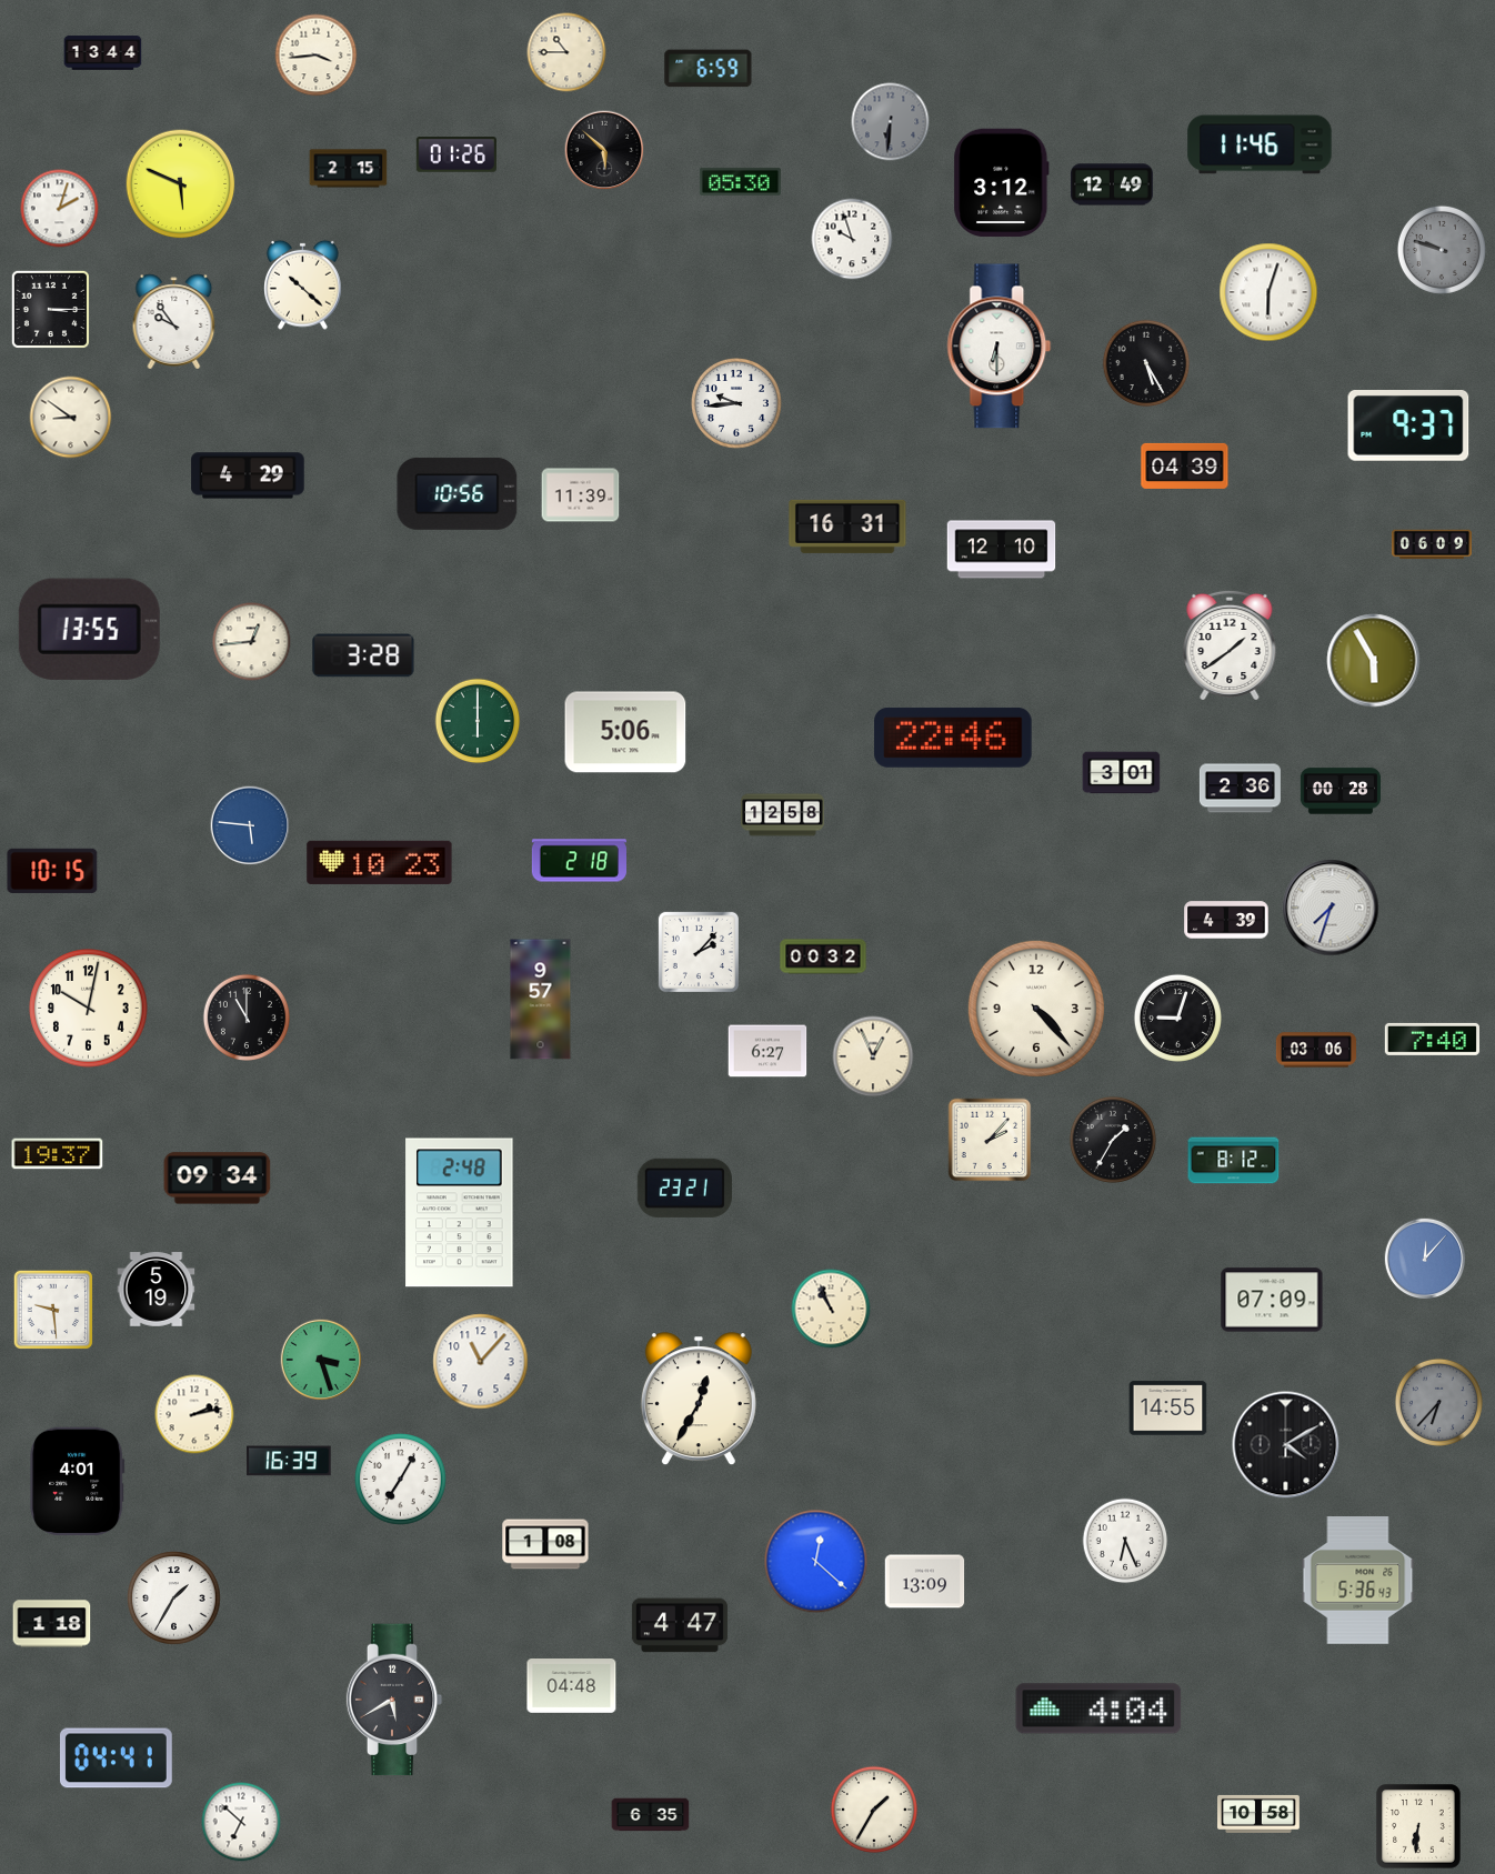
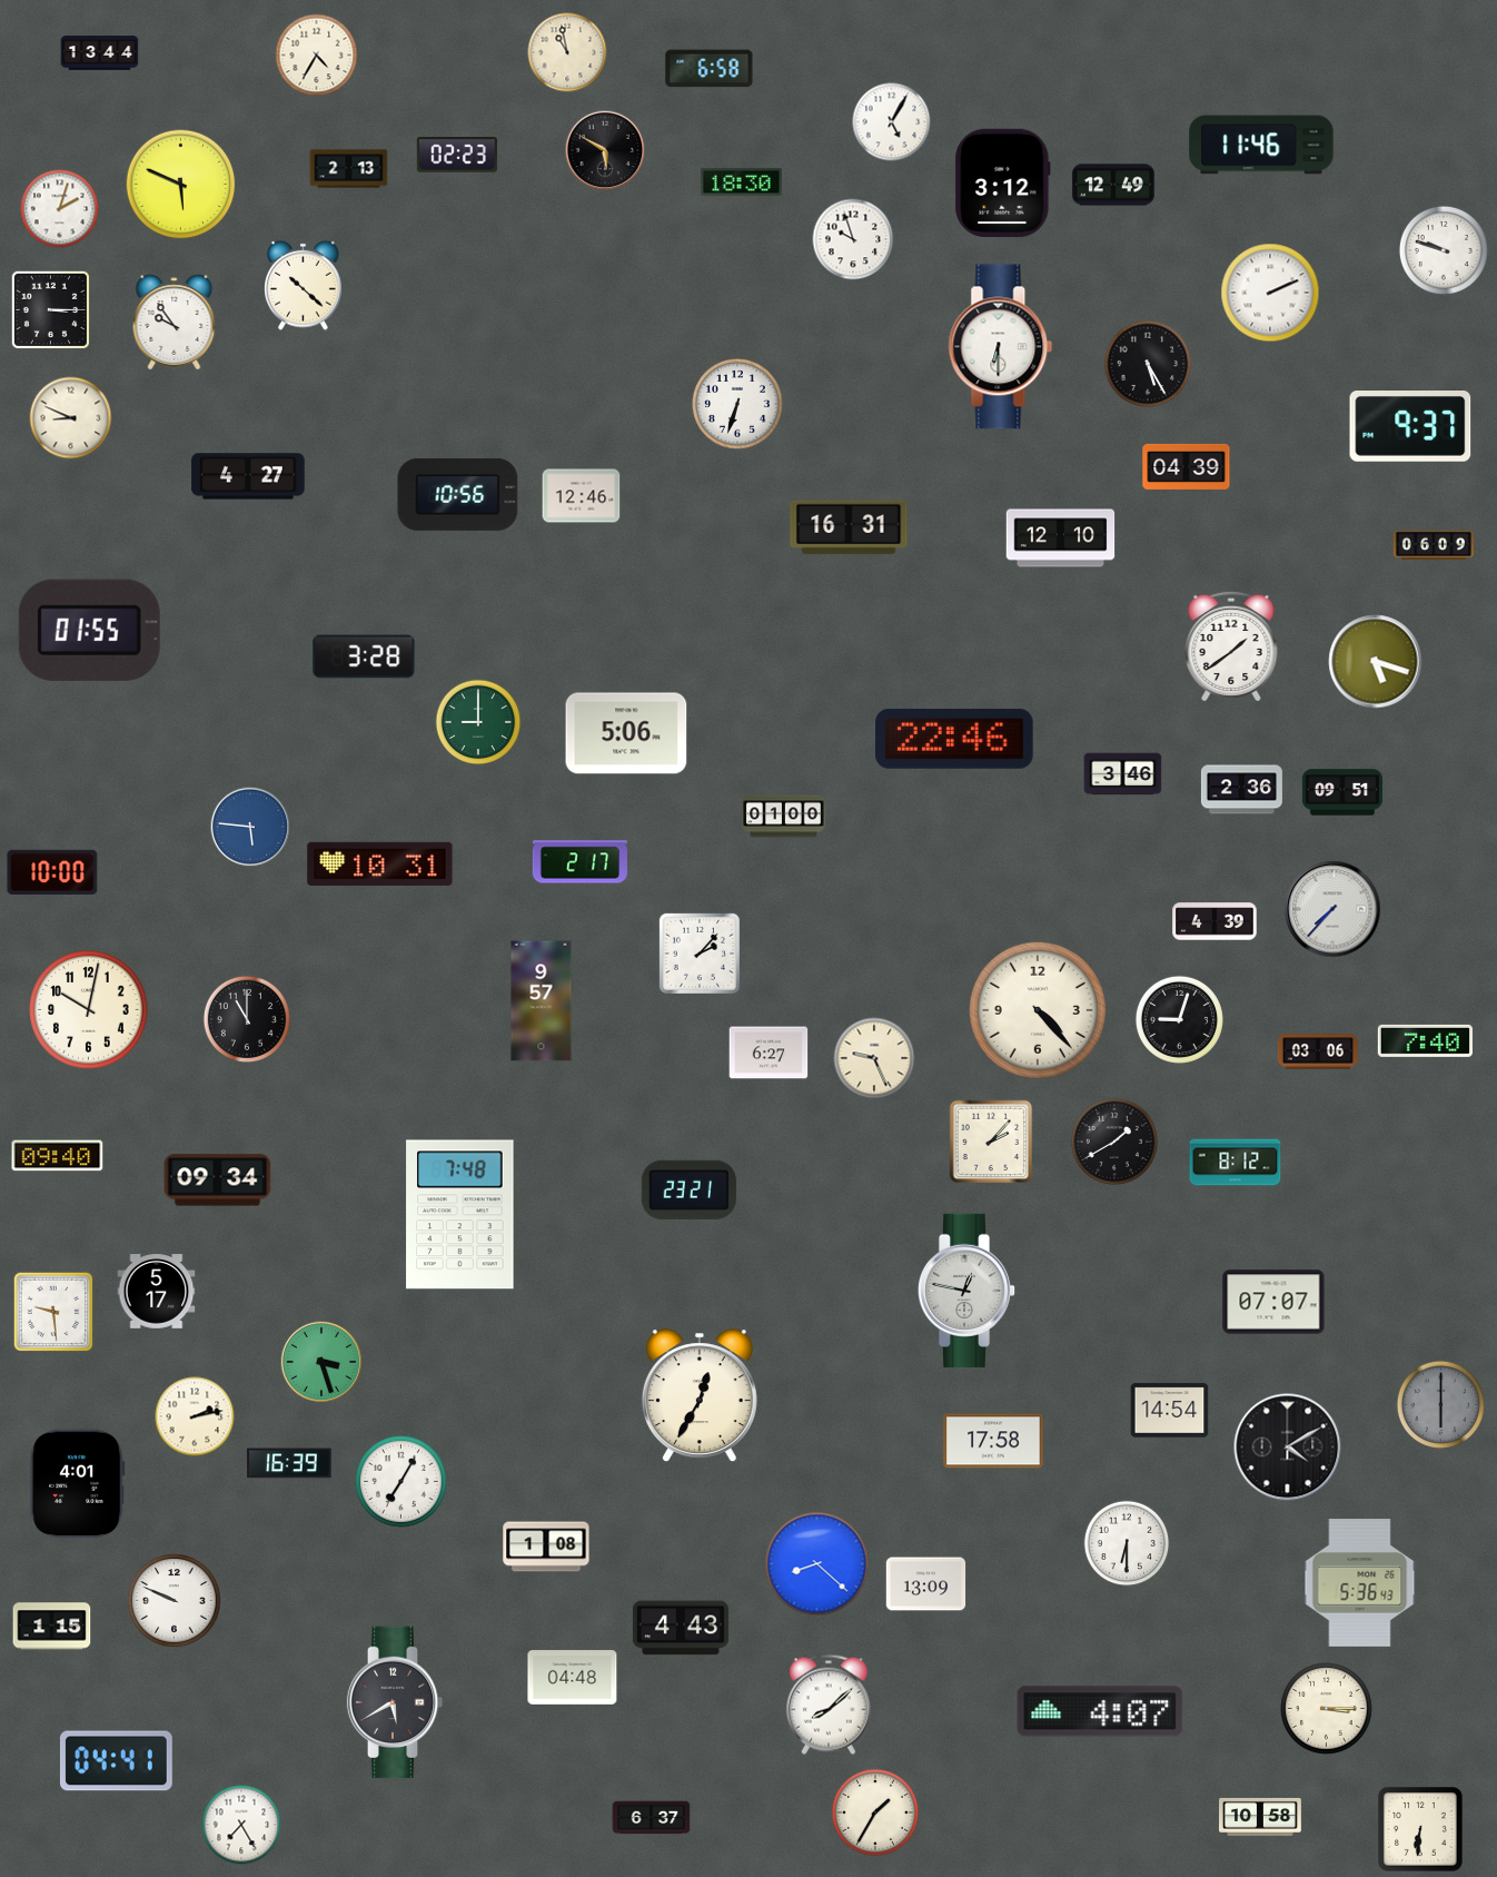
clock at (566, 52): 10:45 -> 10:58
clock at (103, 53) position: (103, 53) -> (100, 53)
clock at (317, 56): 3:44 -> 4:35
clock at (709, 69): 6:59 -> 6:58
clock at (891, 122): 6:31 -> 5:05
clock at (891, 122) dial: grey -> white
clock at (604, 150): 5:52 -> 5:50
clock at (456, 154): 01:26 -> 02:23
clock at (349, 169): 2:15 -> 2:13
clock at (740, 181): 05:30 -> 18:30
clock at (1442, 250) dial: grey -> white
clock at (1268, 292): 6:03 -> 2:11
clock at (738, 404): 9:44 -> 6:33
clock at (71, 418): 8:51 -> 8:49
clock at (248, 475): 4:29 -> 4:27
clock at (581, 495): 11:39 -> 12:46
clock at (1002, 550) position: (1002, 550) -> (1061, 539)
clock at (89, 629): 13:55 -> 01:55
clock at (252, 642): 12:44 -> none
clock at (1374, 661): 5:55 -> 5:18
clock at (478, 721): 6:00 -> 9:00
clock at (1122, 773): 3:01 -> 3:46
clock at (1341, 791): 00:28 -> 09:51
clock at (783, 815): 12:58 -> 01:00
clock at (579, 861): 2:18 -> 2:17
clock at (380, 862): 10:23 -> 10:31
clock at (52, 871): 10:15 -> 10:00
clock at (1331, 908): 7:33 -> 7:37
clock at (1226, 920) position: (1226, 920) -> (1215, 921)
clock at (823, 956): 00:32 -> none
clock at (1432, 1039) position: (1432, 1039) -> (1425, 1040)
clock at (873, 1056): 12:56 -> 9:26
clock at (1112, 1139): 1:35 -> 1:40
clock at (58, 1154): 19:37 -> 09:40
clock at (684, 1187) position: (684, 1187) -> (688, 1189)
clock at (460, 1213): 2:48 -> 7:48
clock at (1425, 1259): 12:07 -> none
clock at (966, 1291): none -> 12:47
clock at (157, 1290): 5:19 -> 5:17
clock at (1272, 1300): 07:09 -> 07:07
clock at (831, 1309): 10:56 -> none
clock at (481, 1362): 11:07 -> none
clock at (699, 1400) position: (699, 1400) -> (700, 1396)
clock at (1438, 1402): 6:37 -> 6:00
clock at (1168, 1409): 14:55 -> 14:54
clock at (993, 1441): none -> 17:58
clock at (1125, 1541): 6:26 -> 6:30
clock at (816, 1562): 12:22 -> 8:22
clock at (174, 1599): 1:35 -> 9:49
clock at (52, 1624): 1:18 -> 1:15
clock at (680, 1625): 4:47 -> 4:43
clock at (572, 1686) position: (572, 1686) -> (573, 1678)
clock at (829, 1705): none -> 8:08
clock at (1327, 1709): none -> 3:15
clock at (1098, 1708): 4:04 -> 4:07
clock at (651, 1815): 6:35 -> 6:37
clock at (241, 1822): 6:52 -> 7:25
